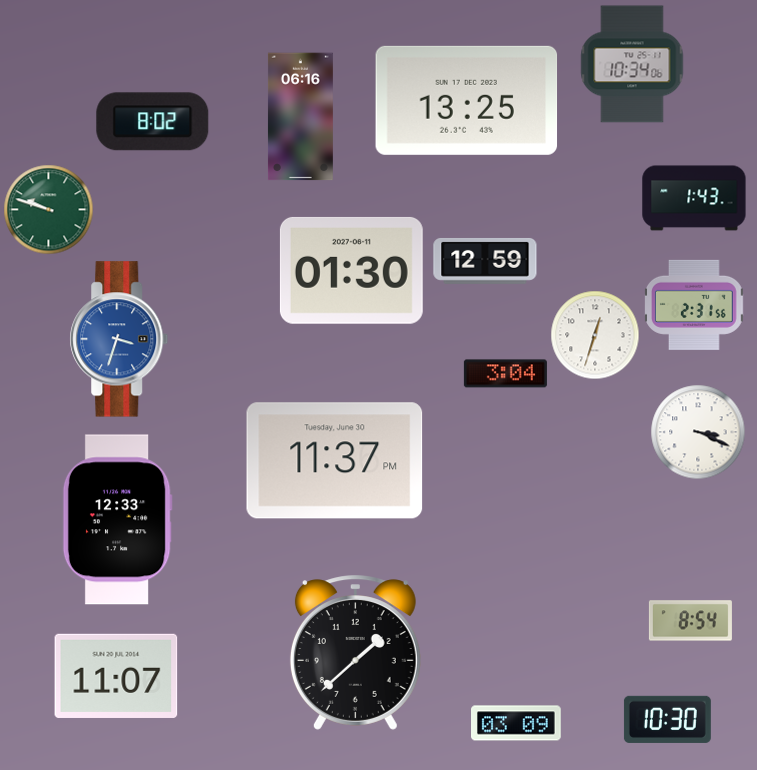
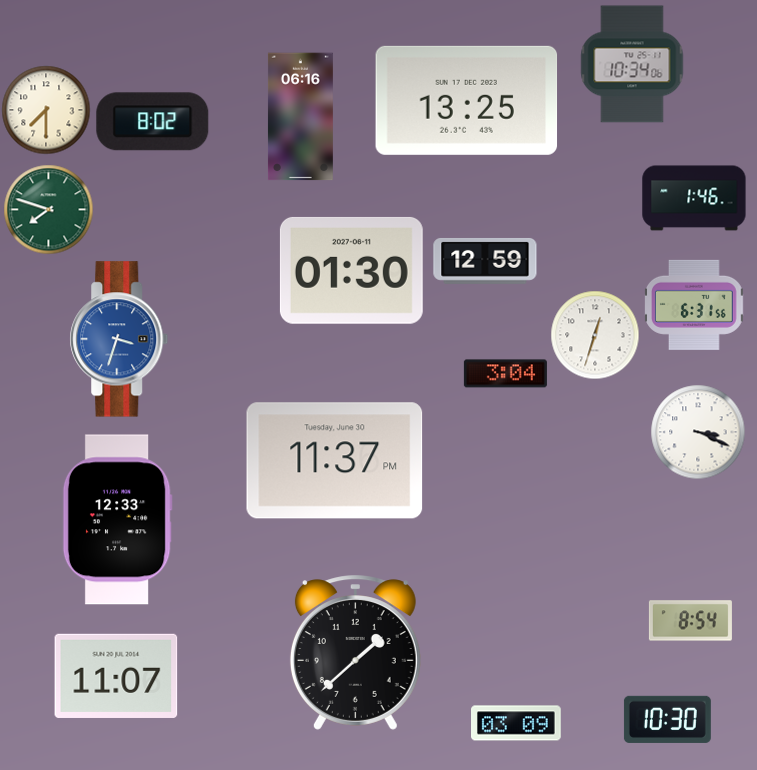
clock at (46, 110): none -> 7:30
clock at (694, 198): 1:43 -> 1:46
clock at (48, 209): 9:48 -> 7:48
clock at (695, 305): 2:31 -> 6:31
